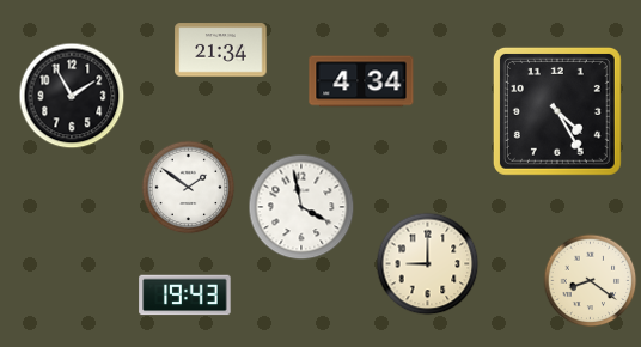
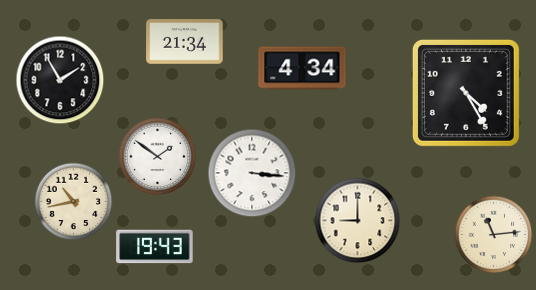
clock at (301, 207): 3:58 -> 3:16
clock at (73, 201): none -> 10:43
clock at (590, 280): 8:21 -> 11:14
